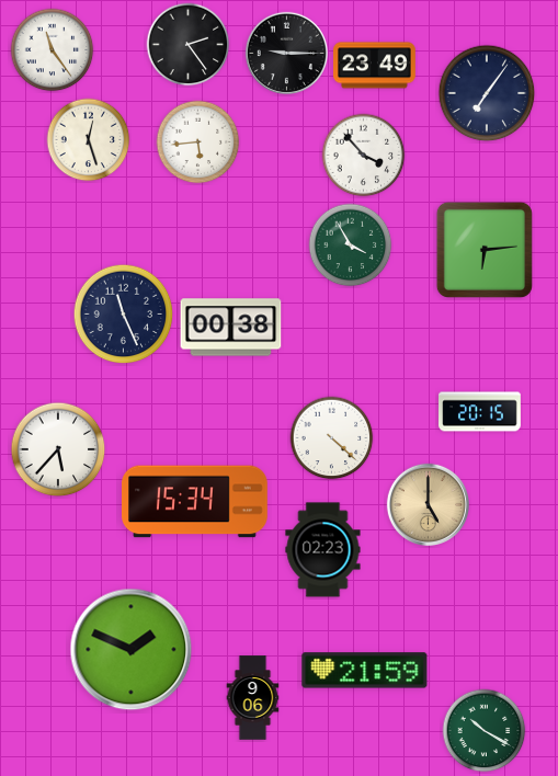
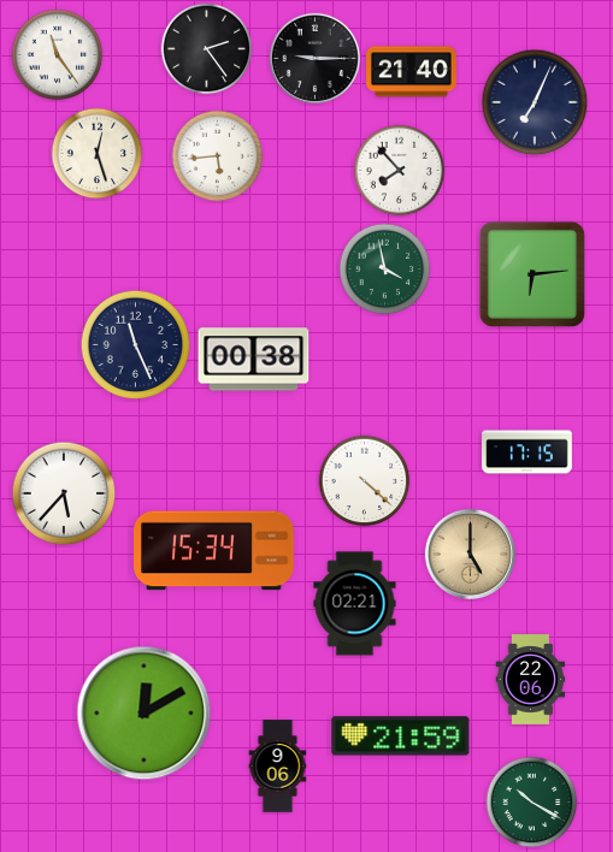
clock at (375, 66): 23:49 -> 21:40
clock at (487, 93): 7:06 -> 7:04
clock at (364, 156): 3:53 -> 7:53
clock at (351, 246): 3:55 -> 3:58
clock at (480, 412): 20:15 -> 17:15
clock at (323, 550): 02:23 -> 02:21
clock at (531, 680): none -> 22:06
clock at (132, 650): 1:49 -> 12:10
